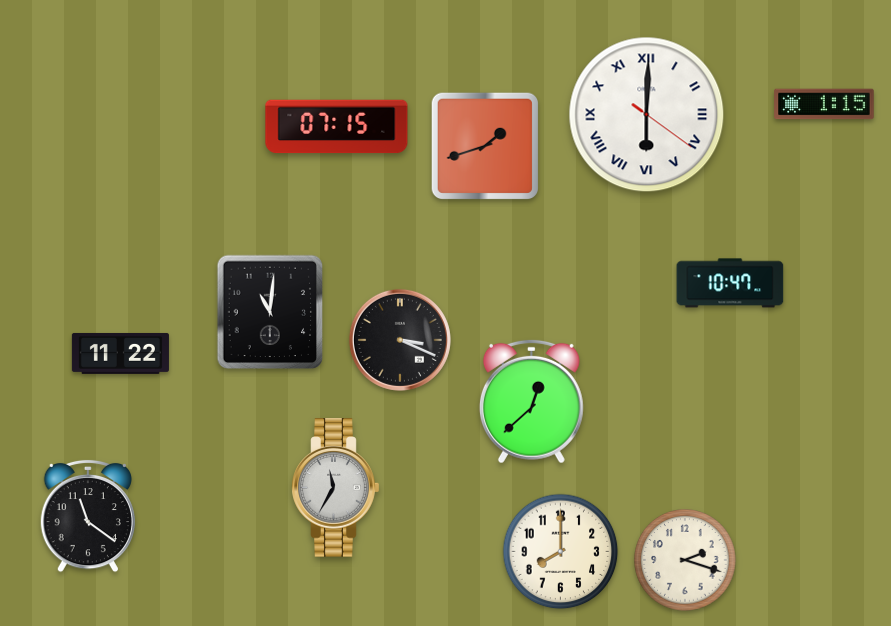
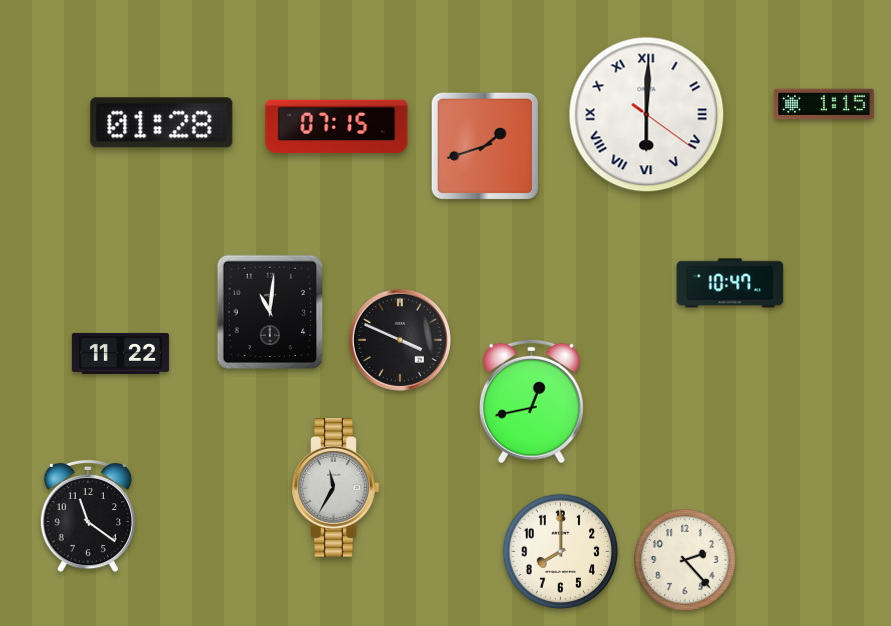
clock at (162, 123): none -> 01:28
clock at (400, 340): 3:19 -> 3:49
clock at (531, 401): 12:38 -> 12:43
clock at (685, 560): 2:18 -> 2:23
